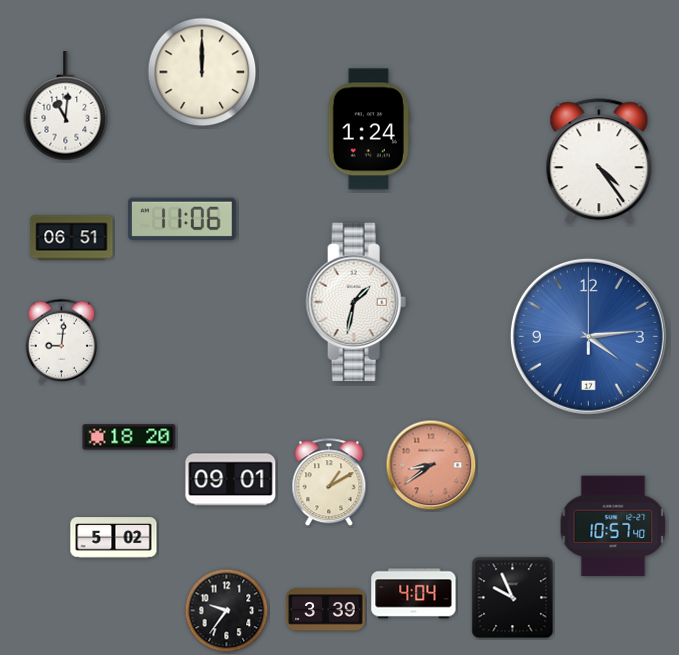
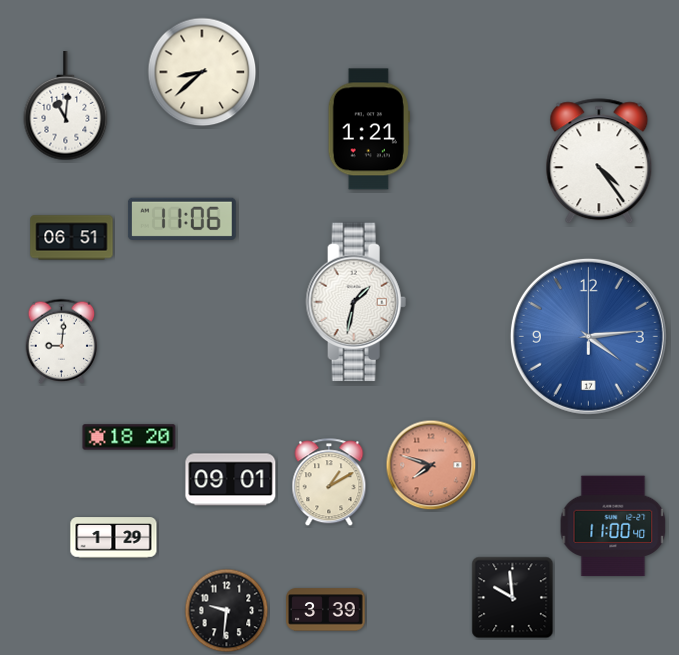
clock at (202, 72): 12:00 -> 8:38
clock at (369, 129): 1:24 -> 1:21
clock at (431, 465): 8:39 -> 7:48
clock at (613, 526): 10:57 -> 11:00
clock at (114, 538): 5:02 -> 1:29
clock at (414, 594): 4:04 -> none
clock at (513, 598): 9:56 -> 9:59
clock at (227, 611): 9:36 -> 9:31
